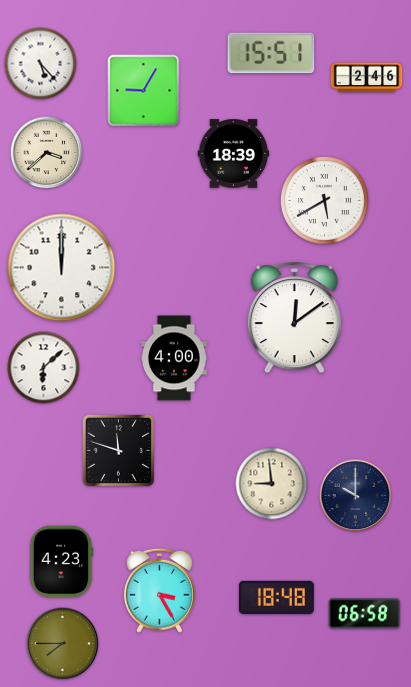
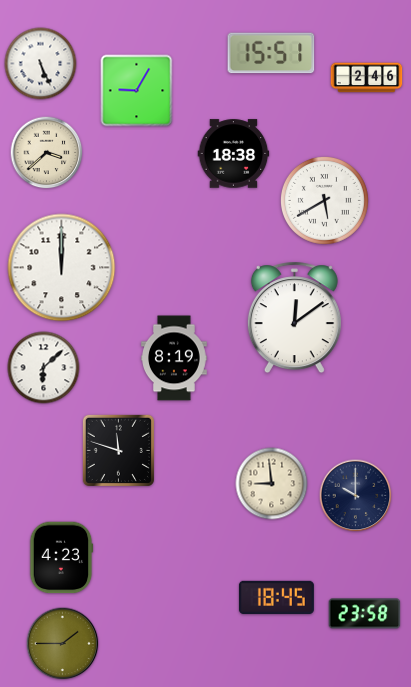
clock at (41, 64): 5:23 -> 5:26
clock at (144, 91) position: (144, 91) -> (137, 91)
clock at (234, 154): 18:39 -> 18:38
clock at (175, 358): 4:00 -> 8:19
clock at (61, 562) position: (61, 562) -> (61, 558)
clock at (159, 590): 3:25 -> none
clock at (276, 598): 18:48 -> 18:45
clock at (365, 614): 06:58 -> 23:58
clock at (63, 644): 7:45 -> 1:45
